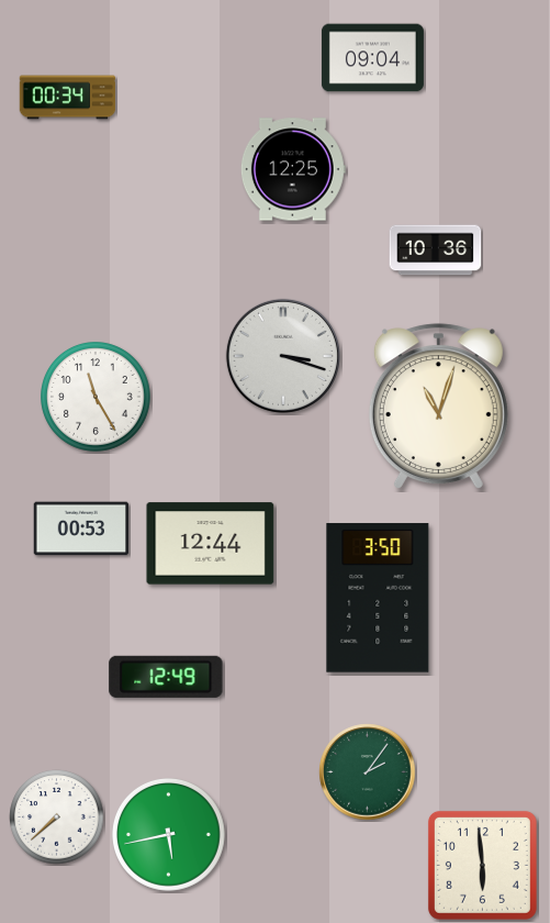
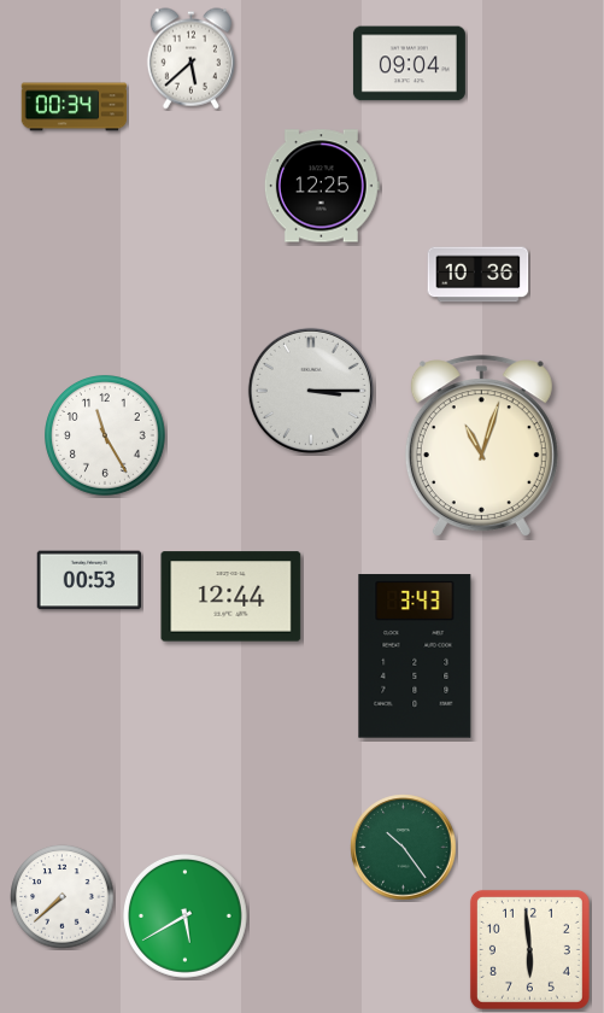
clock at (190, 59): none -> 5:38
clock at (283, 356): 3:18 -> 3:15
clock at (378, 598): 3:50 -> 3:43
clock at (166, 677): 12:49 -> none
clock at (368, 772): 2:06 -> 10:24
clock at (169, 835): 5:43 -> 5:40
